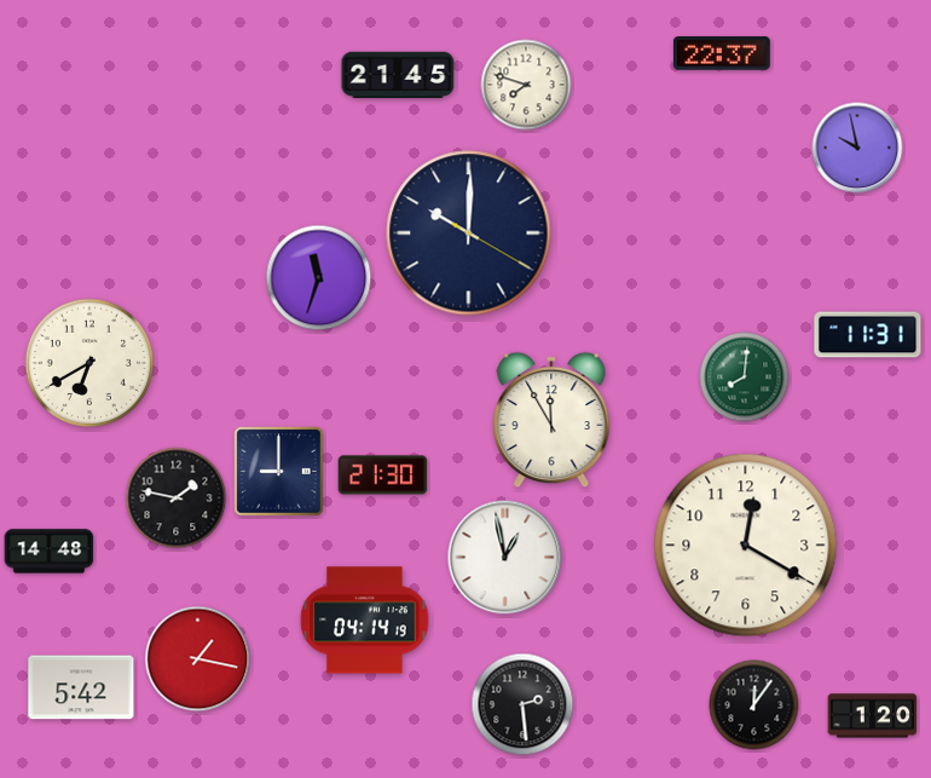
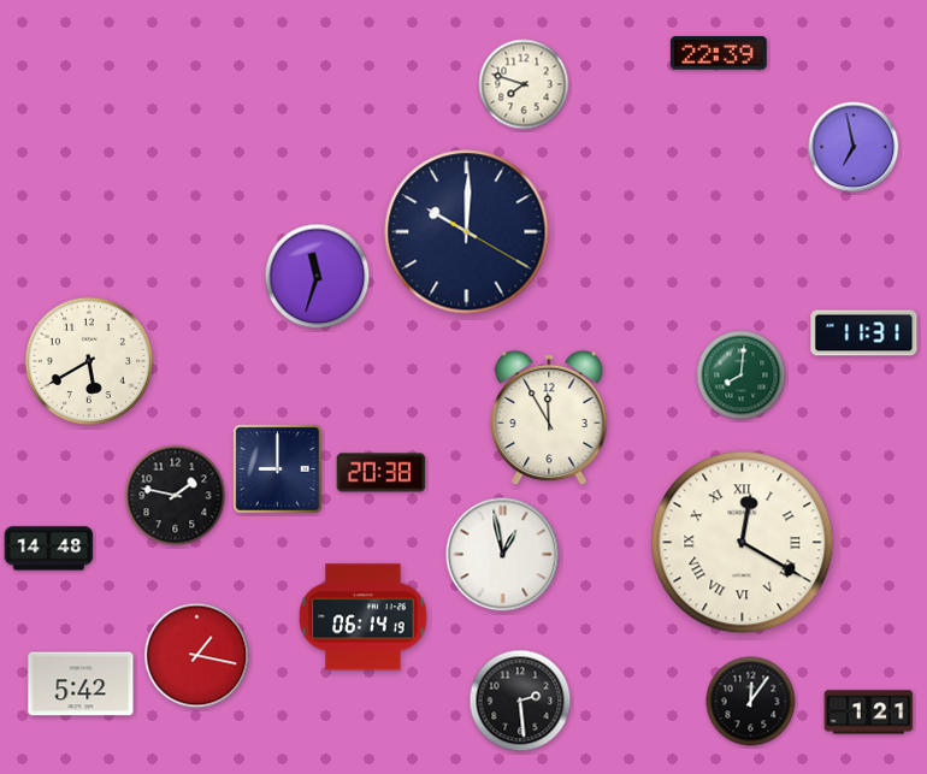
clock at (722, 53): 22:37 -> 22:39
clock at (398, 75): 21:45 -> none
clock at (857, 148): 9:58 -> 6:58
clock at (89, 363): 6:40 -> 5:40
clock at (383, 476): 21:30 -> 20:38
clock at (746, 546) numerals: Arabic -> Roman
clock at (365, 621): 04:14 -> 06:14
clock at (873, 716): 1:20 -> 1:21
